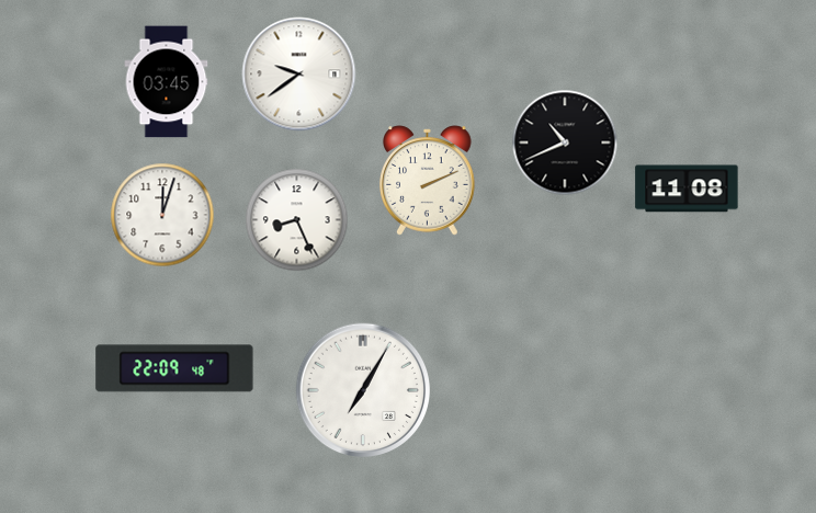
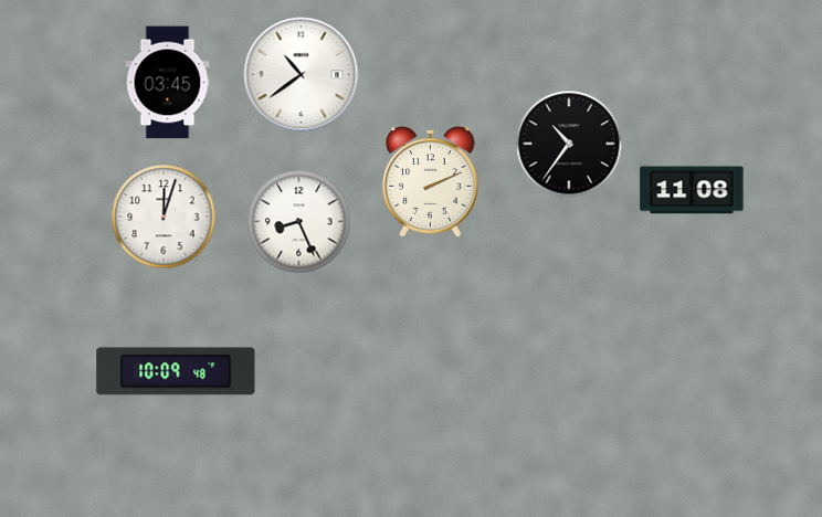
clock at (299, 75): 9:39 -> 10:39
clock at (565, 142): 10:41 -> 10:36
clock at (174, 368): 22:09 -> 10:09
clock at (363, 390): 7:05 -> none
